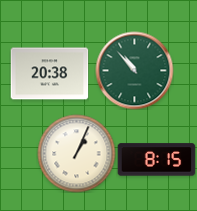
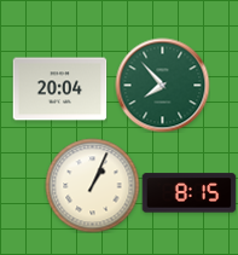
clock at (134, 70): 10:53 -> 7:53
clock at (49, 74): 20:38 -> 20:04
